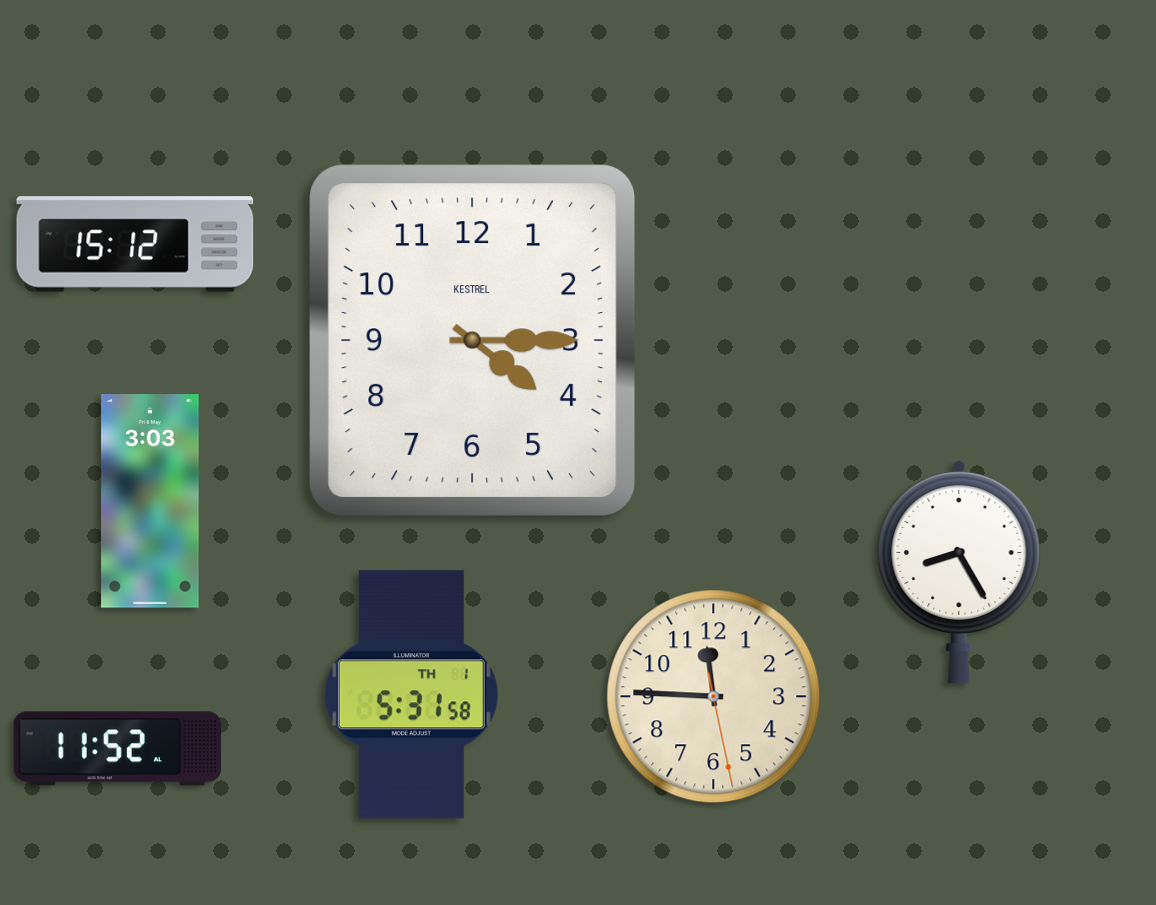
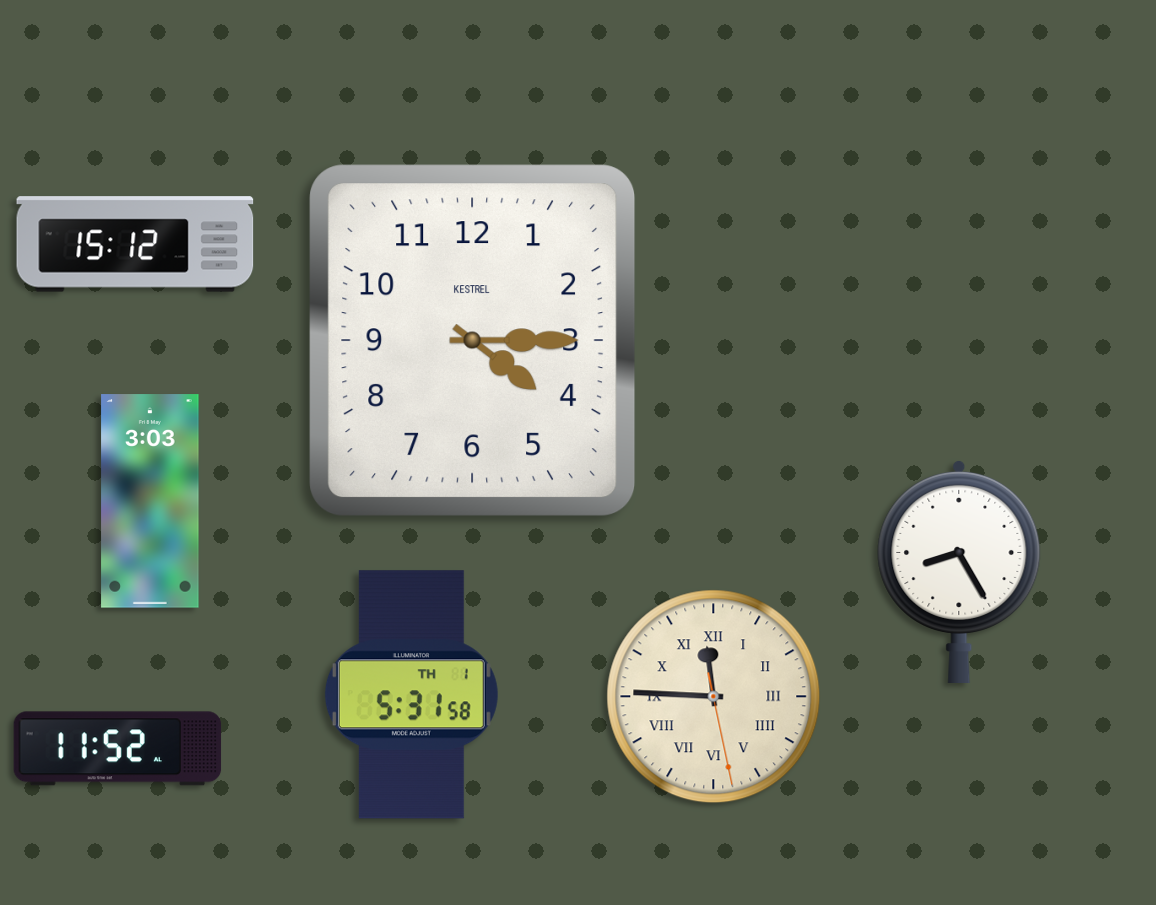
clock at (714, 697) numerals: Arabic -> Roman
